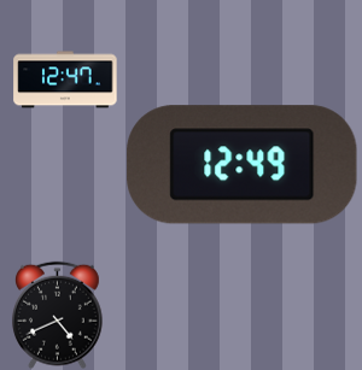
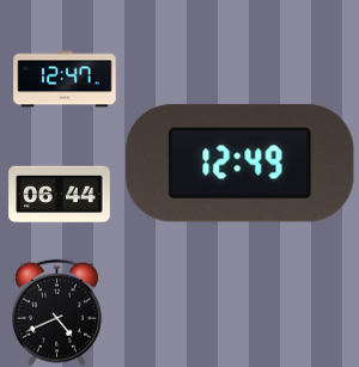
clock at (60, 195): none -> 06:44
